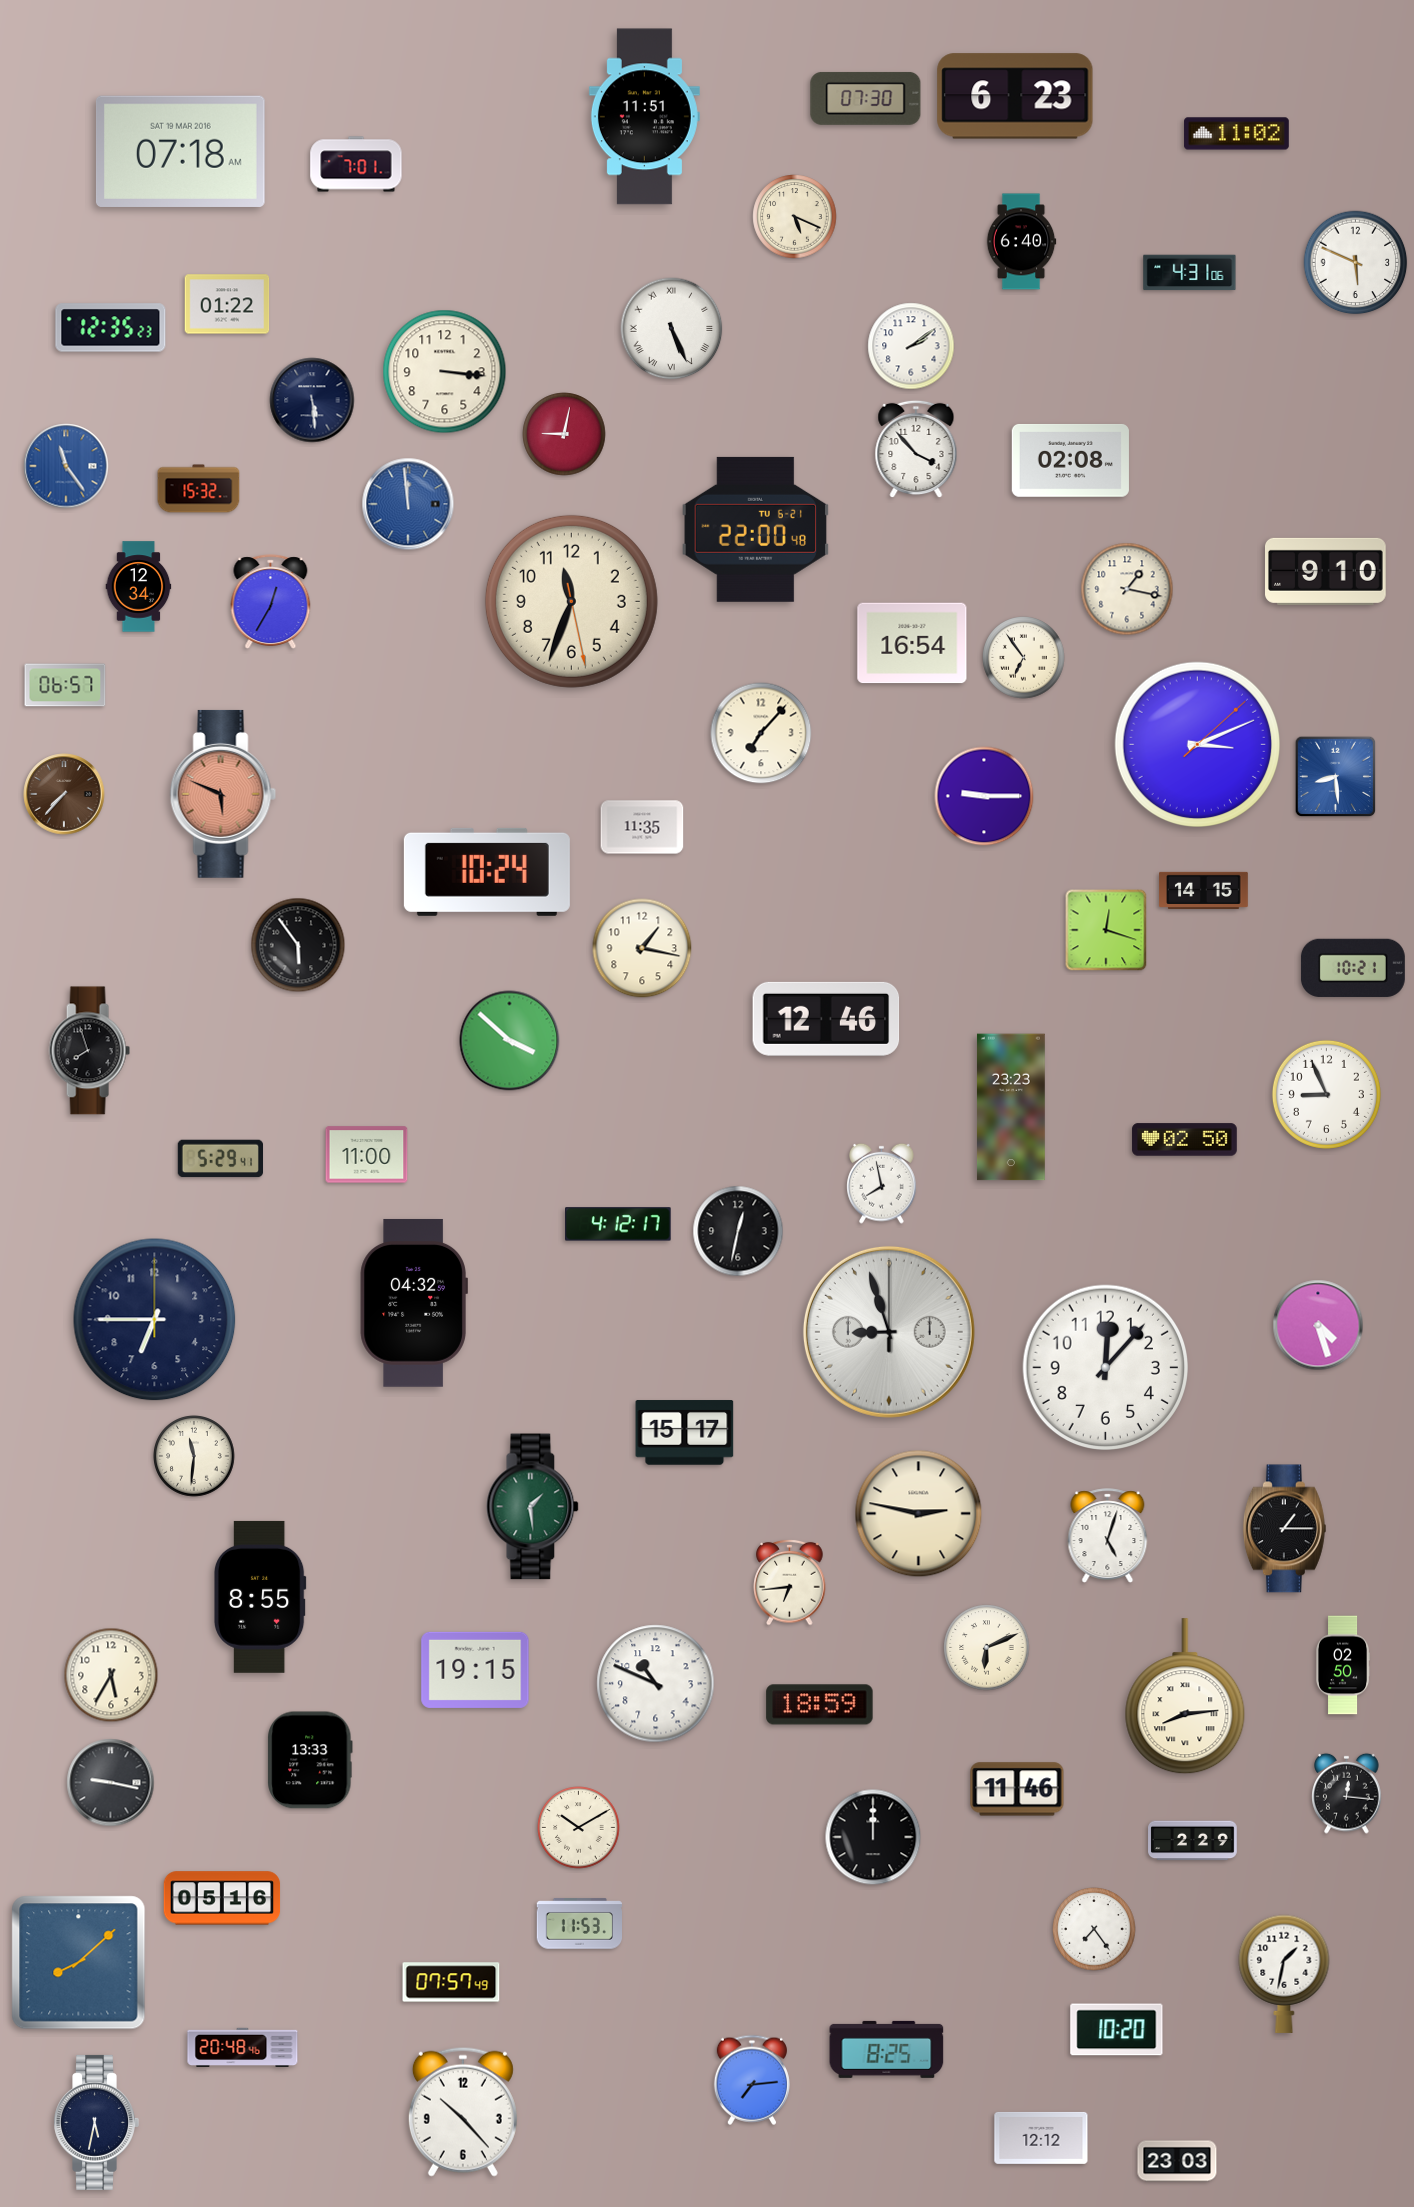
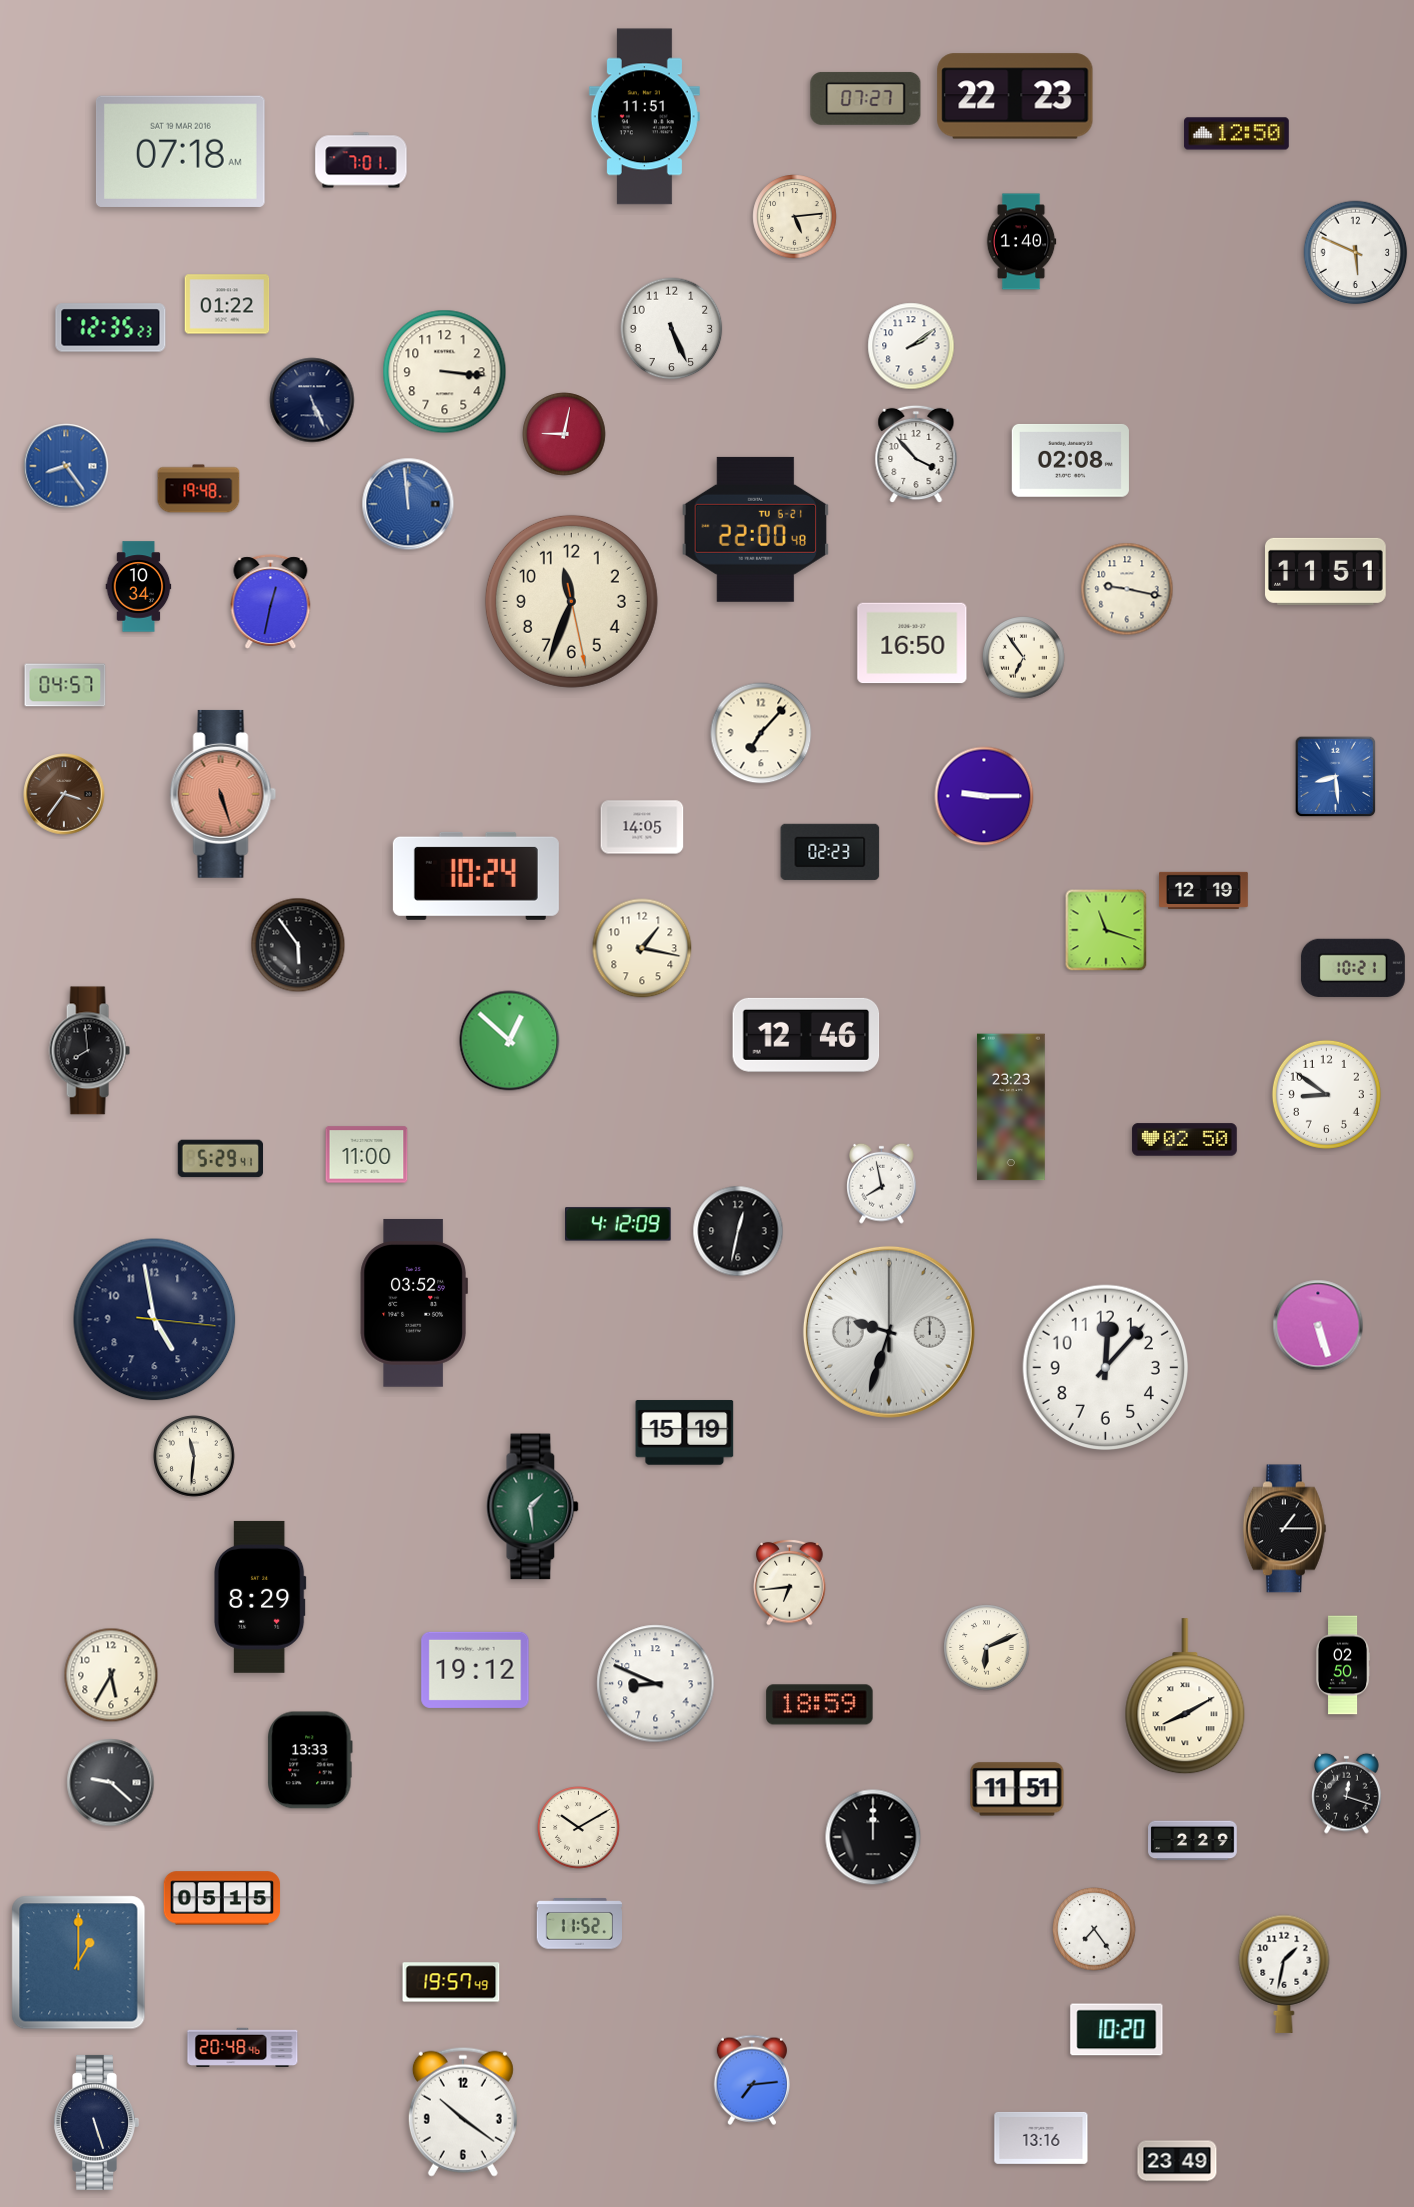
clock at (1015, 96): 6:23 -> 22:23
clock at (866, 98): 07:30 -> 07:27
clock at (1237, 134): 11:02 -> 12:50
clock at (356, 164) position: (356, 164) -> (361, 160)
clock at (795, 217): 5:19 -> 5:14
clock at (1021, 242): 6:40 -> 1:40
clock at (1356, 263) position: (1356, 263) -> (1356, 253)
clock at (1190, 273): 4:31 -> none
clock at (672, 329) numerals: Roman -> Arabic
clock at (312, 400): 5:29 -> 5:26
clock at (916, 449) position: (916, 449) -> (916, 454)
clock at (66, 466): 11:24 -> 8:24
clock at (199, 489): 15:32 -> 19:48
clock at (1326, 571): 9:10 -> 11:51
clock at (139, 587): 12:34 -> 10:34
clock at (1127, 589): 1:17 -> 9:17
clock at (271, 602): 12:35 -> 12:32
clock at (912, 643): 16:54 -> 16:50
clock at (65, 685): 06:57 -> 04:57
clock at (1197, 744): 3:11 -> none
clock at (64, 794): 7:37 -> 3:36
clock at (223, 794): 5:49 -> 5:27
clock at (642, 827): 11:35 -> 14:05
clock at (830, 852): none -> 02:23
clock at (487, 872) position: (487, 872) -> (476, 876)
clock at (1204, 890): 14:15 -> 12:19
clock at (1106, 930): 12:18 -> 11:18
clock at (826, 1019) position: (826, 1019) -> (806, 1035)
clock at (510, 1041): 3:52 -> 12:52
clock at (89, 1051): 7:57 -> 7:59
clock at (1326, 1094): 8:56 -> 8:51
clock at (618, 1224): 4:12:17 -> 4:12:09
clock at (414, 1303): 04:32 -> 03:52
clock at (155, 1320): 6:45 -> 4:58
clock at (1318, 1325): 4:27 -> 5:27
clock at (889, 1332): 8:57 -> 9:33
clock at (685, 1433): 15:17 -> 15:19
clock at (919, 1514): 2:47 -> none
clock at (1108, 1536): 5:03 -> none
clock at (260, 1597): 8:55 -> 8:29
clock at (475, 1670): 19:15 -> 19:12
clock at (656, 1684): 10:49 -> 8:49
clock at (1185, 1697): 8:14 -> 8:10
clock at (111, 1783): 9:17 -> 9:22
clock at (1017, 1789): 11:46 -> 11:51
clock at (1347, 1793): 12:16 -> 12:18
clock at (222, 1898): 05:16 -> 05:15
clock at (579, 1924): 11:53 -> 11:52
clock at (79, 1963): 8:08 -> 1:00
clock at (451, 1982): 07:57 -> 19:57
clock at (887, 2049): 8:25 -> none
clock at (463, 2112): 10:23 -> 10:21
clock at (96, 2122): 5:32 -> 5:27
clock at (1041, 2138): 12:12 -> 13:16
clock at (1177, 2161): 23:03 -> 23:49
